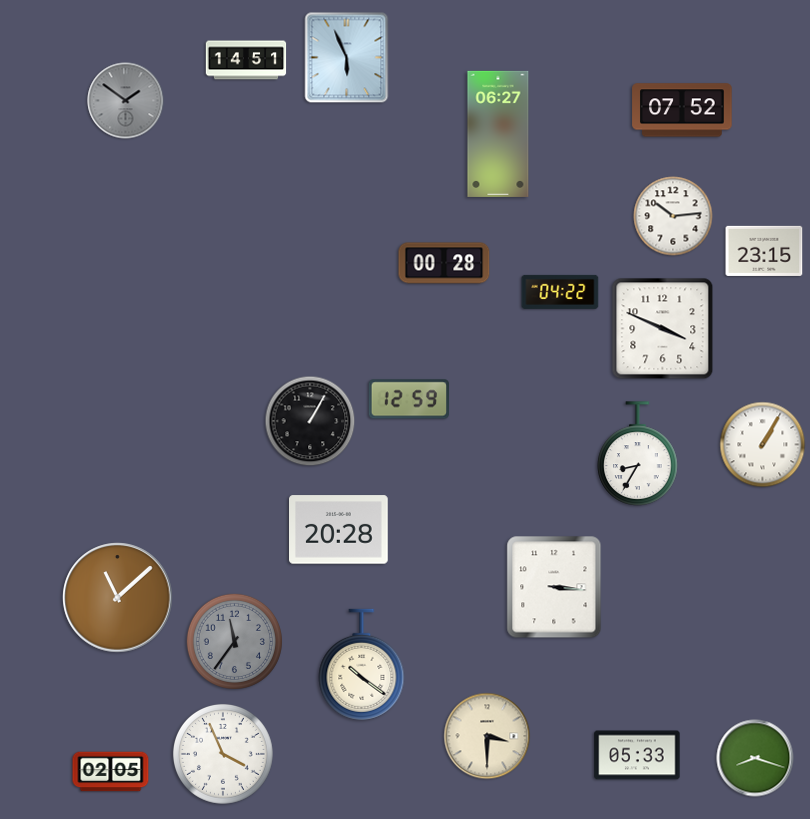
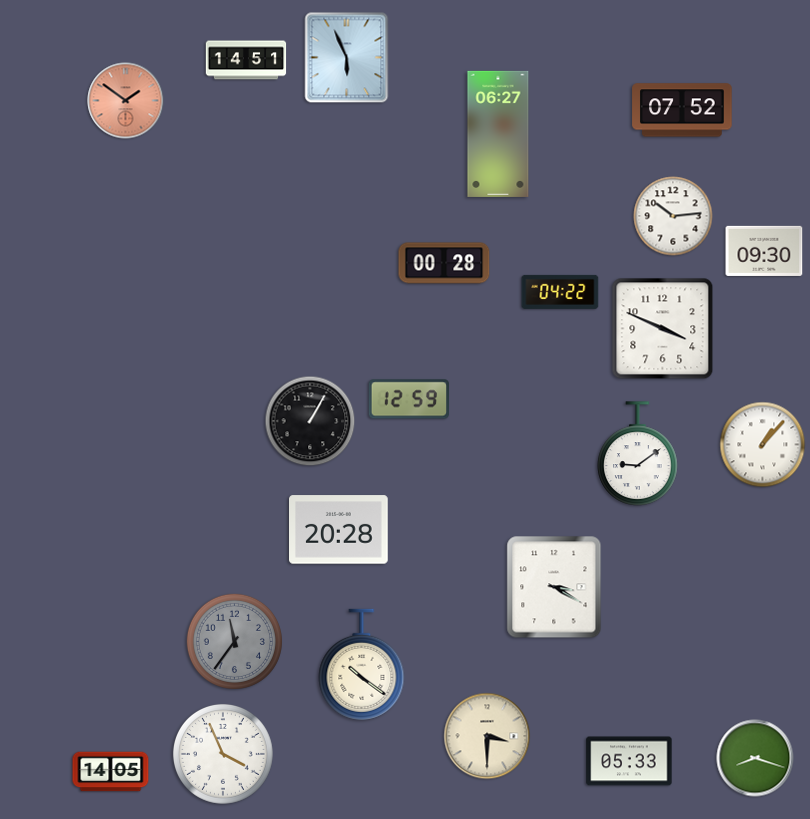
clock at (126, 101) dial: grey -> salmon
clock at (764, 251): 23:15 -> 09:30
clock at (763, 445): 1:05 -> 1:07
clock at (638, 454): 8:35 -> 9:09
clock at (554, 587): 3:16 -> 3:20
clock at (118, 598): 11:08 -> none
clock at (637, 755) position: (637, 755) -> (629, 761)
clock at (111, 772): 02:05 -> 14:05
